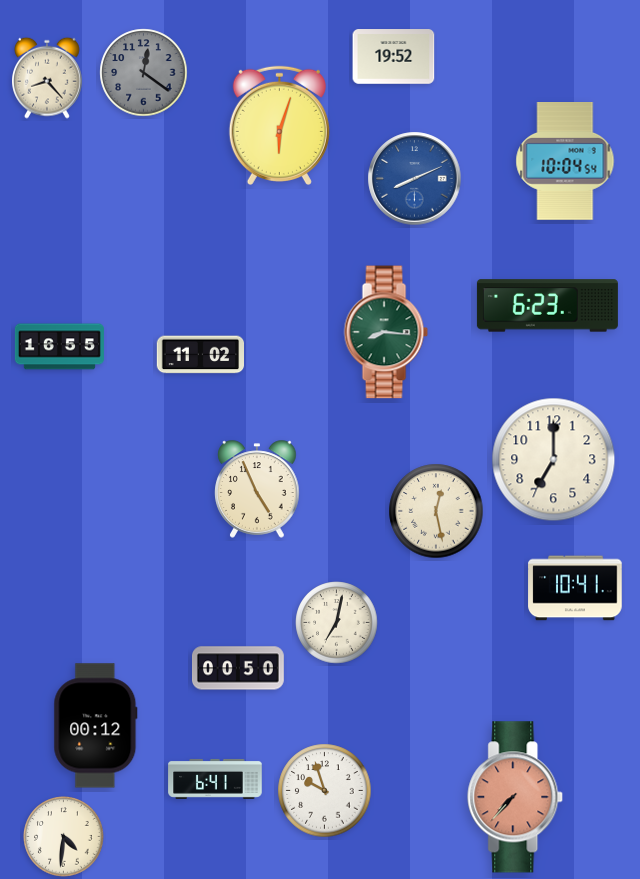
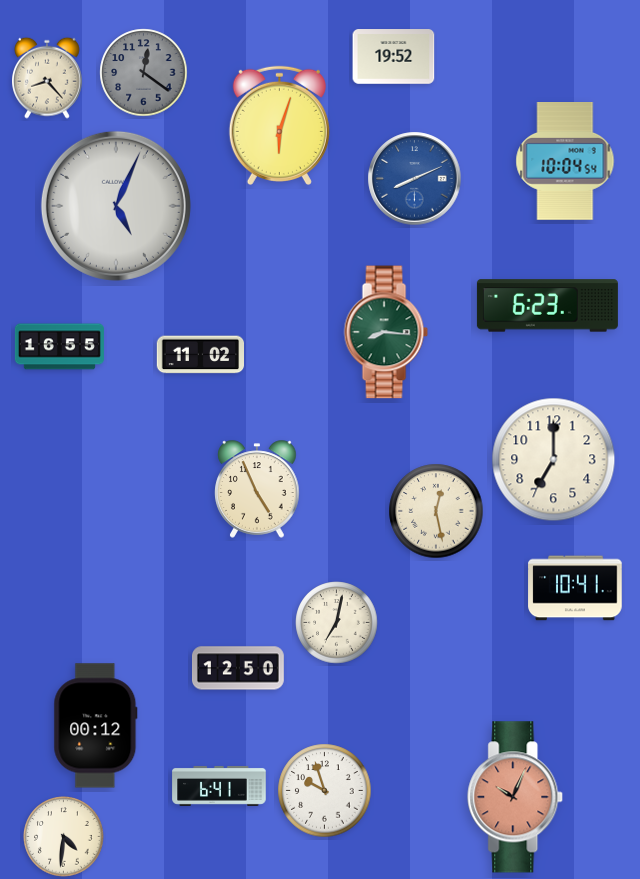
clock at (116, 206): none -> 5:04
clock at (239, 668): 00:50 -> 12:50
clock at (215, 779) position: (215, 779) -> (219, 786)
clock at (516, 797): 7:37 -> 10:04
